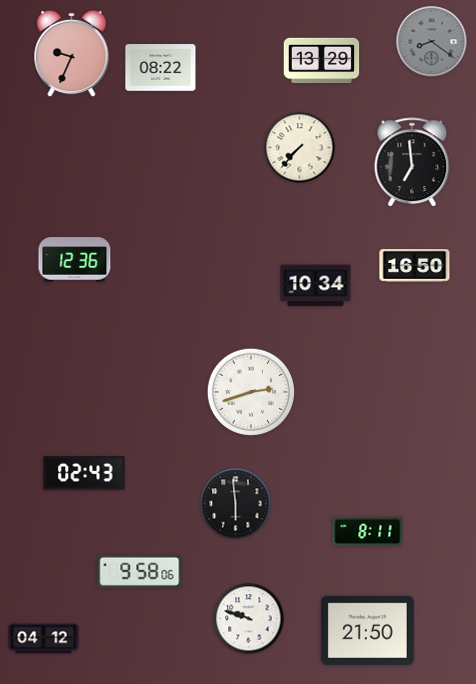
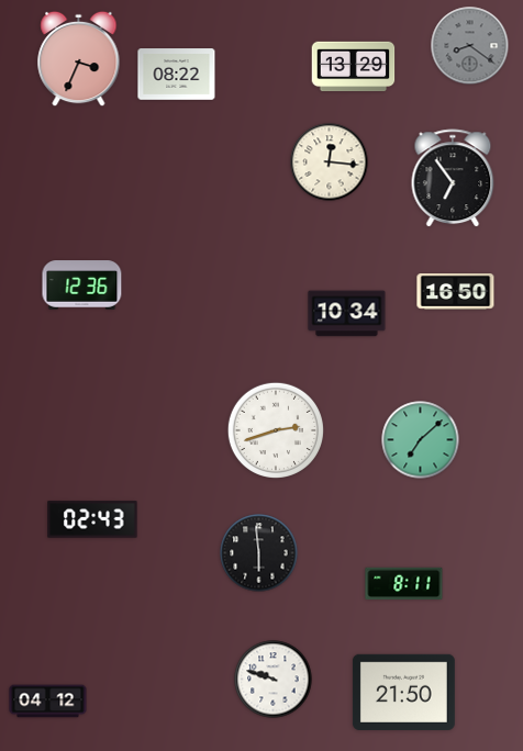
clock at (432, 42) position: (432, 42) -> (470, 46)
clock at (72, 54): 9:34 -> 3:34
clock at (300, 148): 7:37 -> 12:16
clock at (412, 163): 6:59 -> 6:54
clock at (421, 440): none -> 7:08
clock at (140, 571): 9:58 -> none
